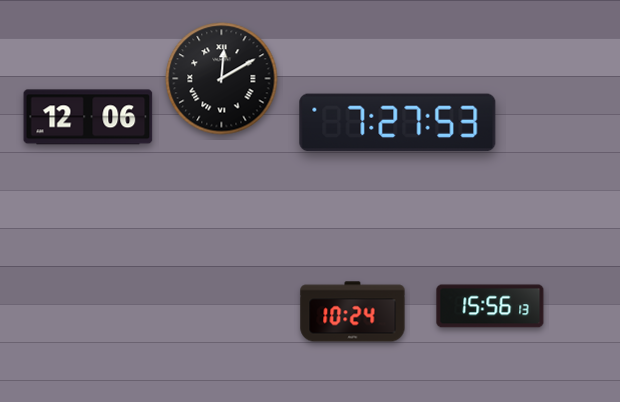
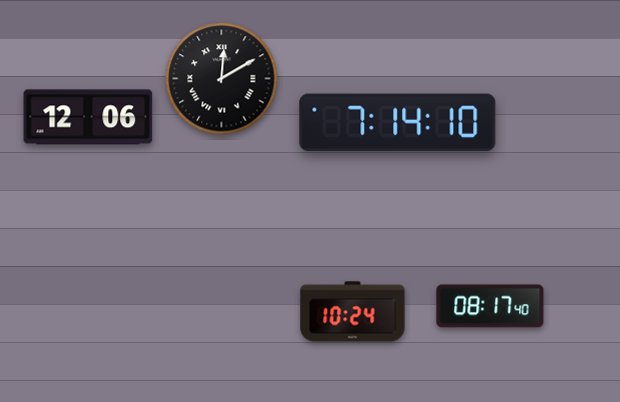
clock at (398, 123): 7:27 -> 7:14
clock at (490, 306): 15:56 -> 08:17
